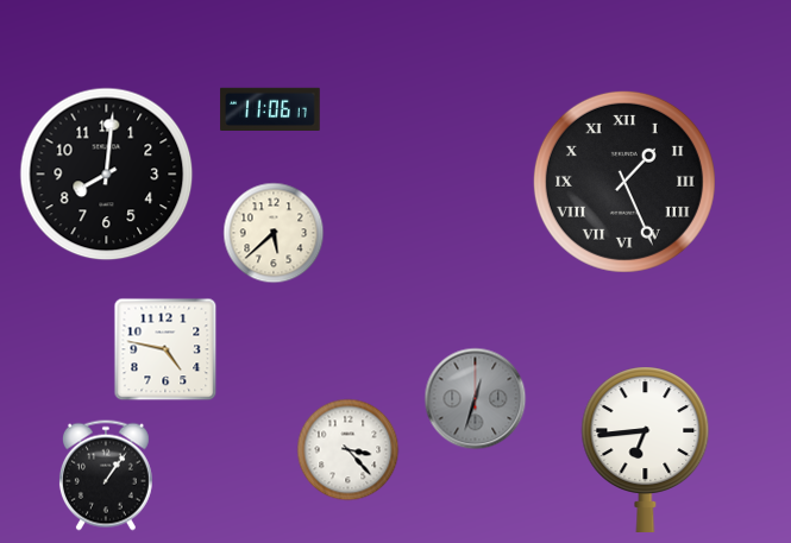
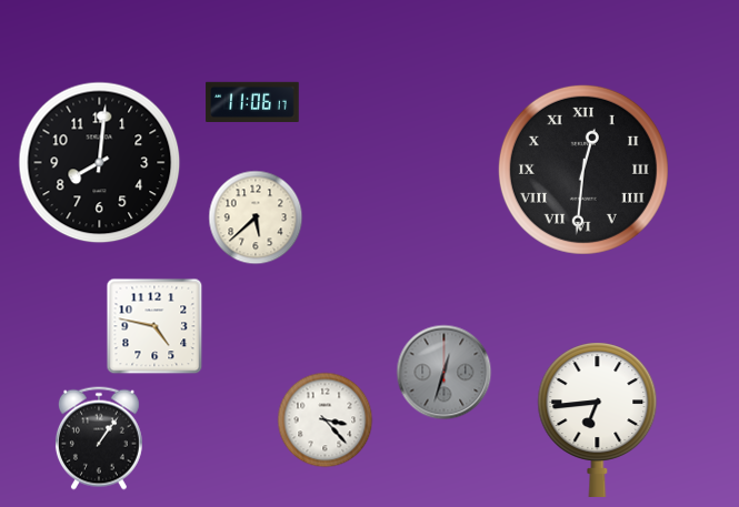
clock at (624, 182): 1:26 -> 12:31
clock at (646, 449) position: (646, 449) -> (598, 419)
clock at (106, 475) position: (106, 475) -> (99, 438)
